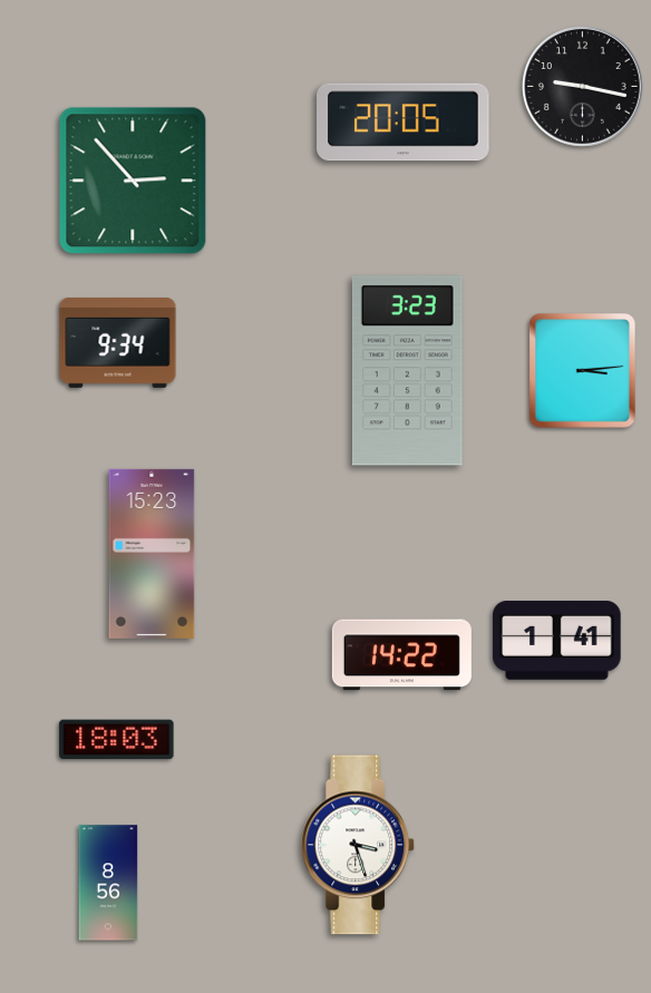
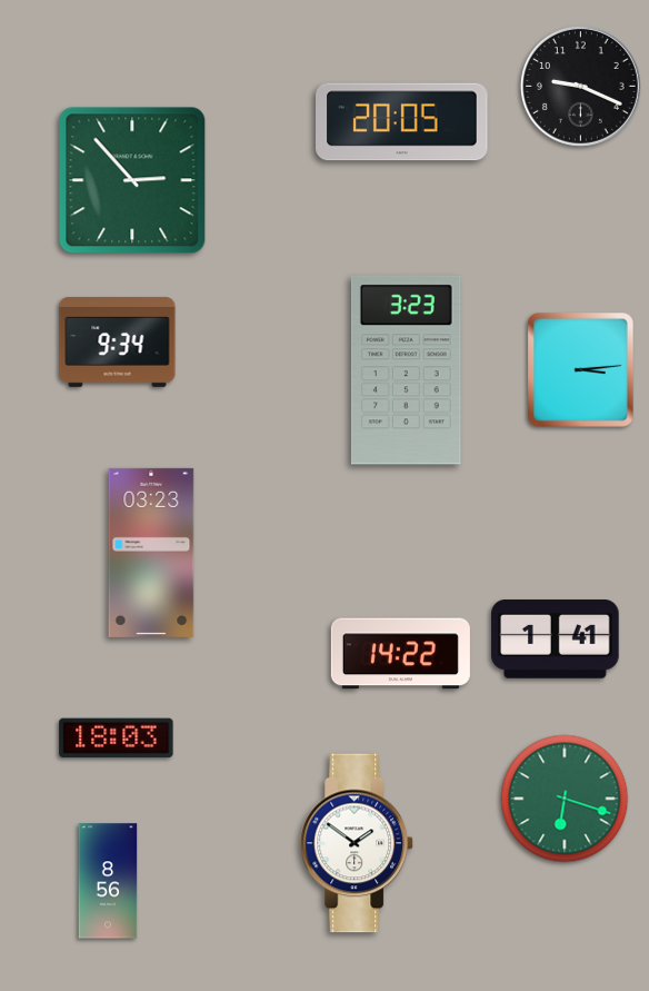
clock at (582, 86): 9:17 -> 9:19
clock at (152, 554): 15:23 -> 03:23
clock at (565, 799): none -> 6:18
clock at (359, 845): 3:27 -> 1:51
